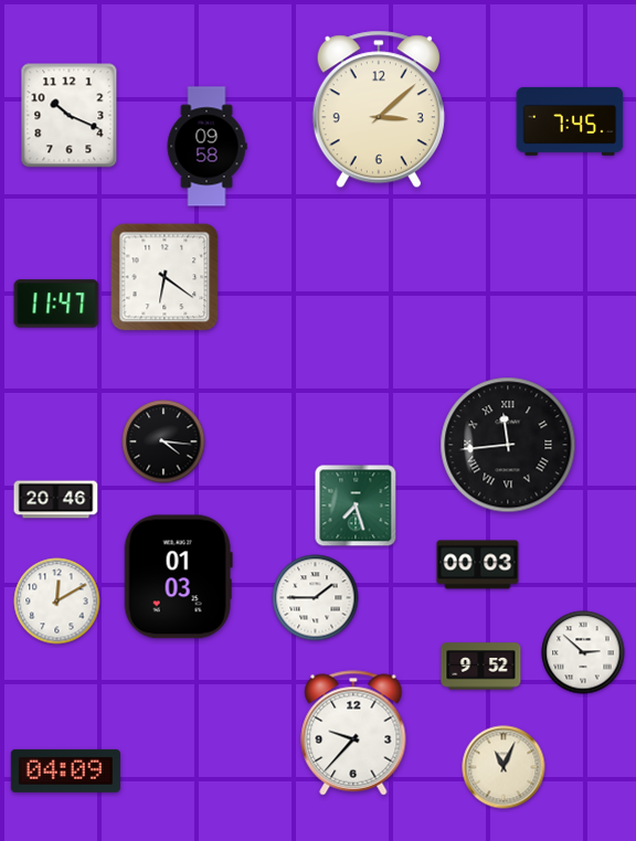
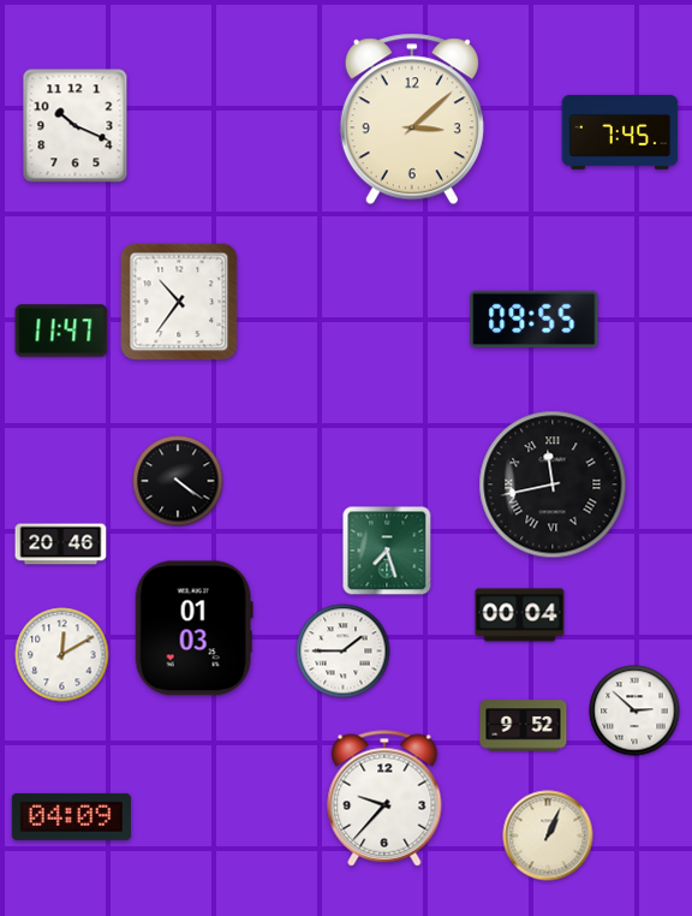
clock at (206, 147): 09:58 -> none
clock at (165, 277): 6:21 -> 10:36
clock at (535, 319): none -> 09:55
clock at (163, 441): 4:16 -> 4:21
clock at (508, 445): 11:44 -> 11:43
clock at (478, 565): 00:03 -> 00:04
clock at (504, 767): 11:04 -> 1:04
clock at (65, 770) position: (65, 770) -> (71, 816)
